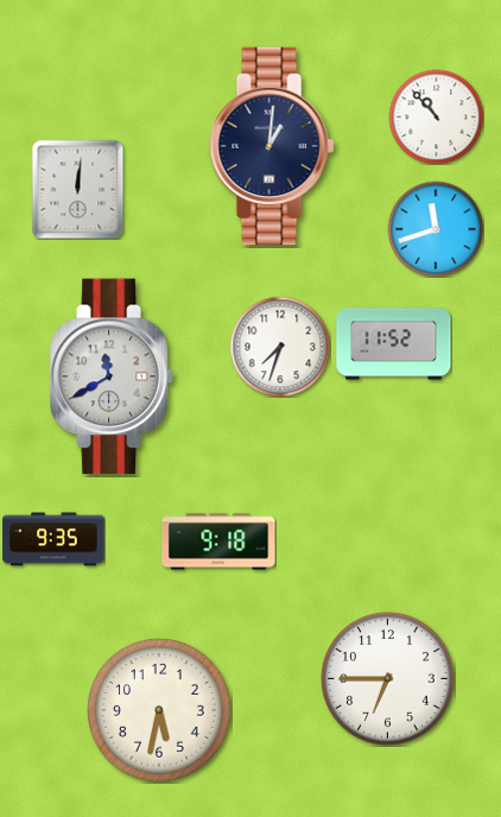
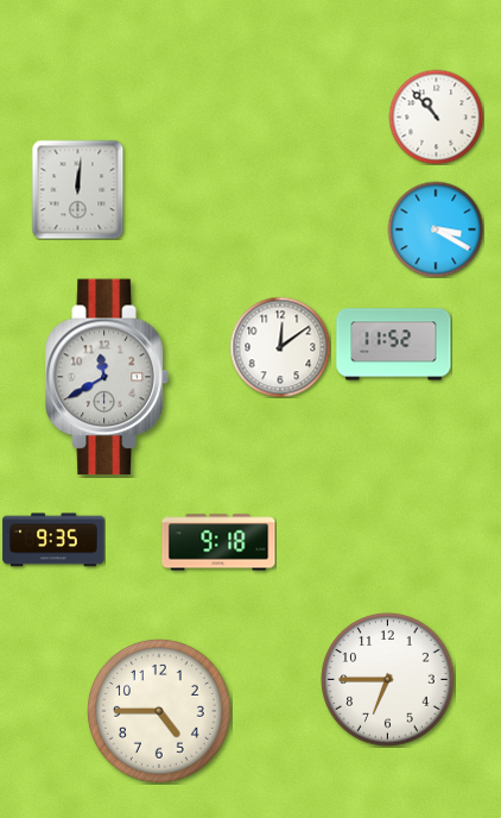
clock at (272, 146): 1:01 -> none
clock at (436, 229): 11:42 -> 3:20
clock at (280, 347): 7:33 -> 12:09
clock at (112, 376) position: (112, 376) -> (107, 377)
clock at (160, 711): 5:32 -> 4:45
